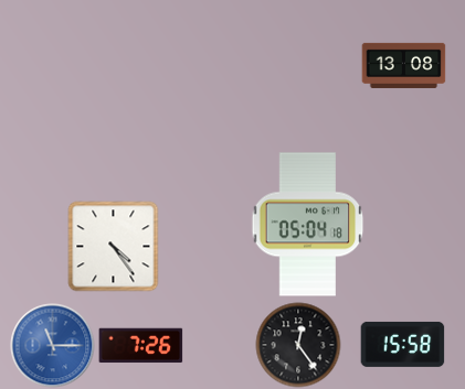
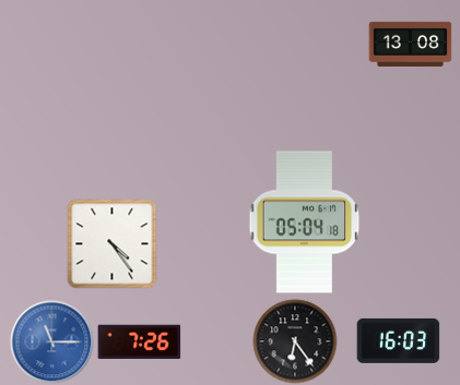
clock at (404, 65) position: (404, 65) -> (411, 44)
clock at (403, 344): 15:58 -> 16:03
clock at (298, 345): 12:24 -> 6:24
